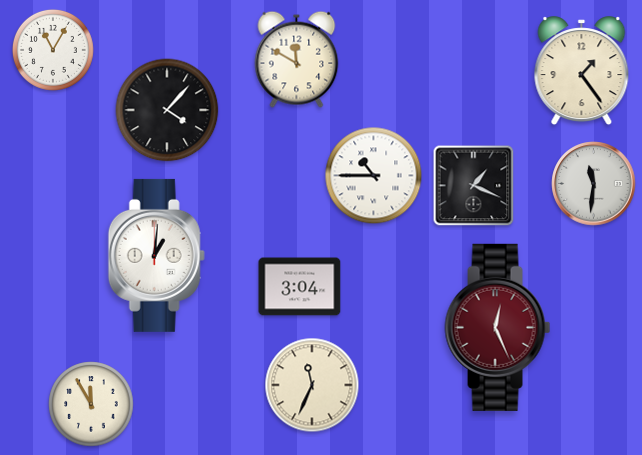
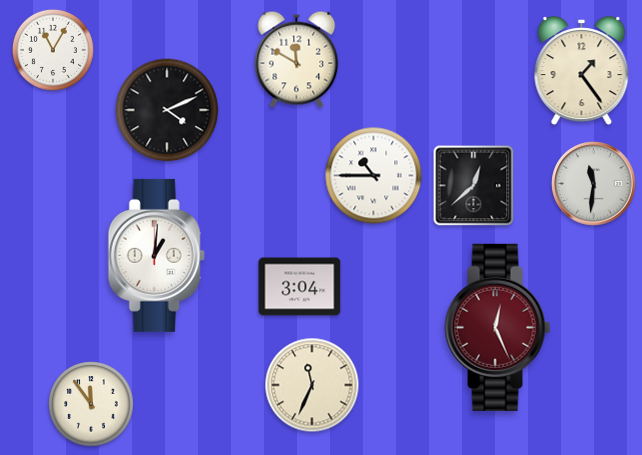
clock at (167, 110): 4:07 -> 4:11
clock at (474, 186): 1:19 -> 12:38
clock at (91, 404): 11:55 -> 11:54
